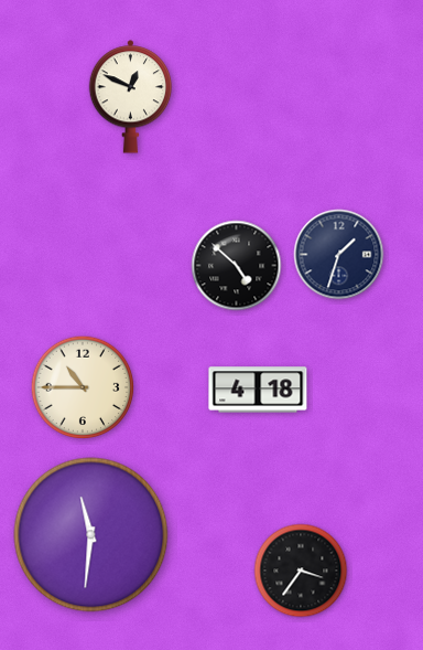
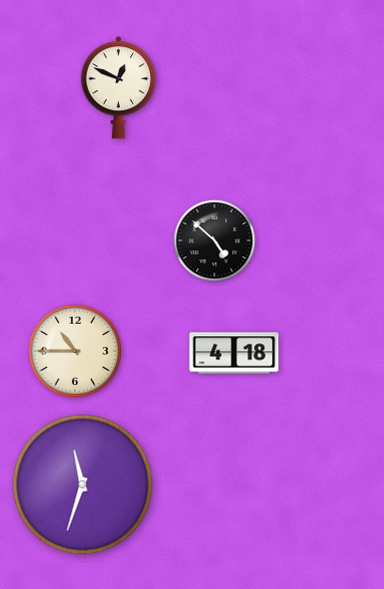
clock at (339, 255): 1:33 -> none
clock at (91, 535): 11:31 -> 11:33
clock at (301, 571): 3:36 -> none
